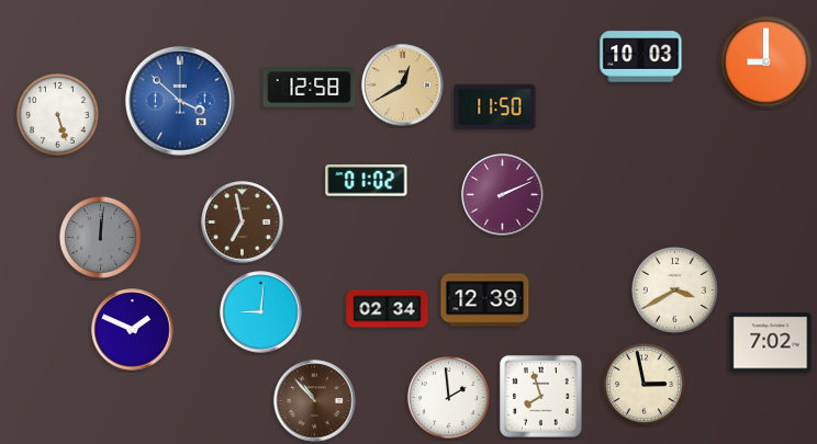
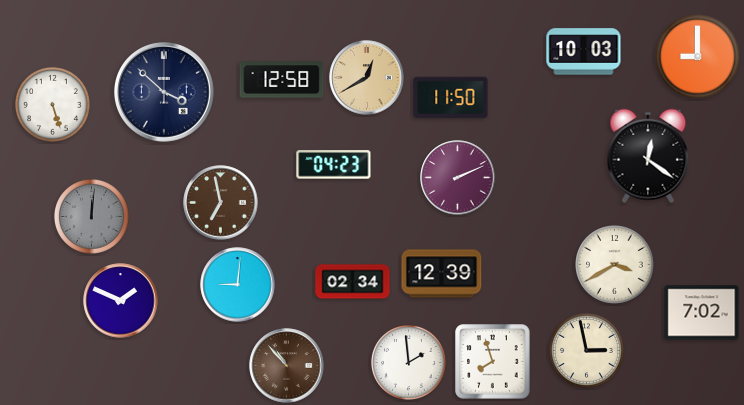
clock at (181, 102) dial: blue -> navy
clock at (648, 156): none -> 12:21
clock at (367, 181): 01:02 -> 04:23
